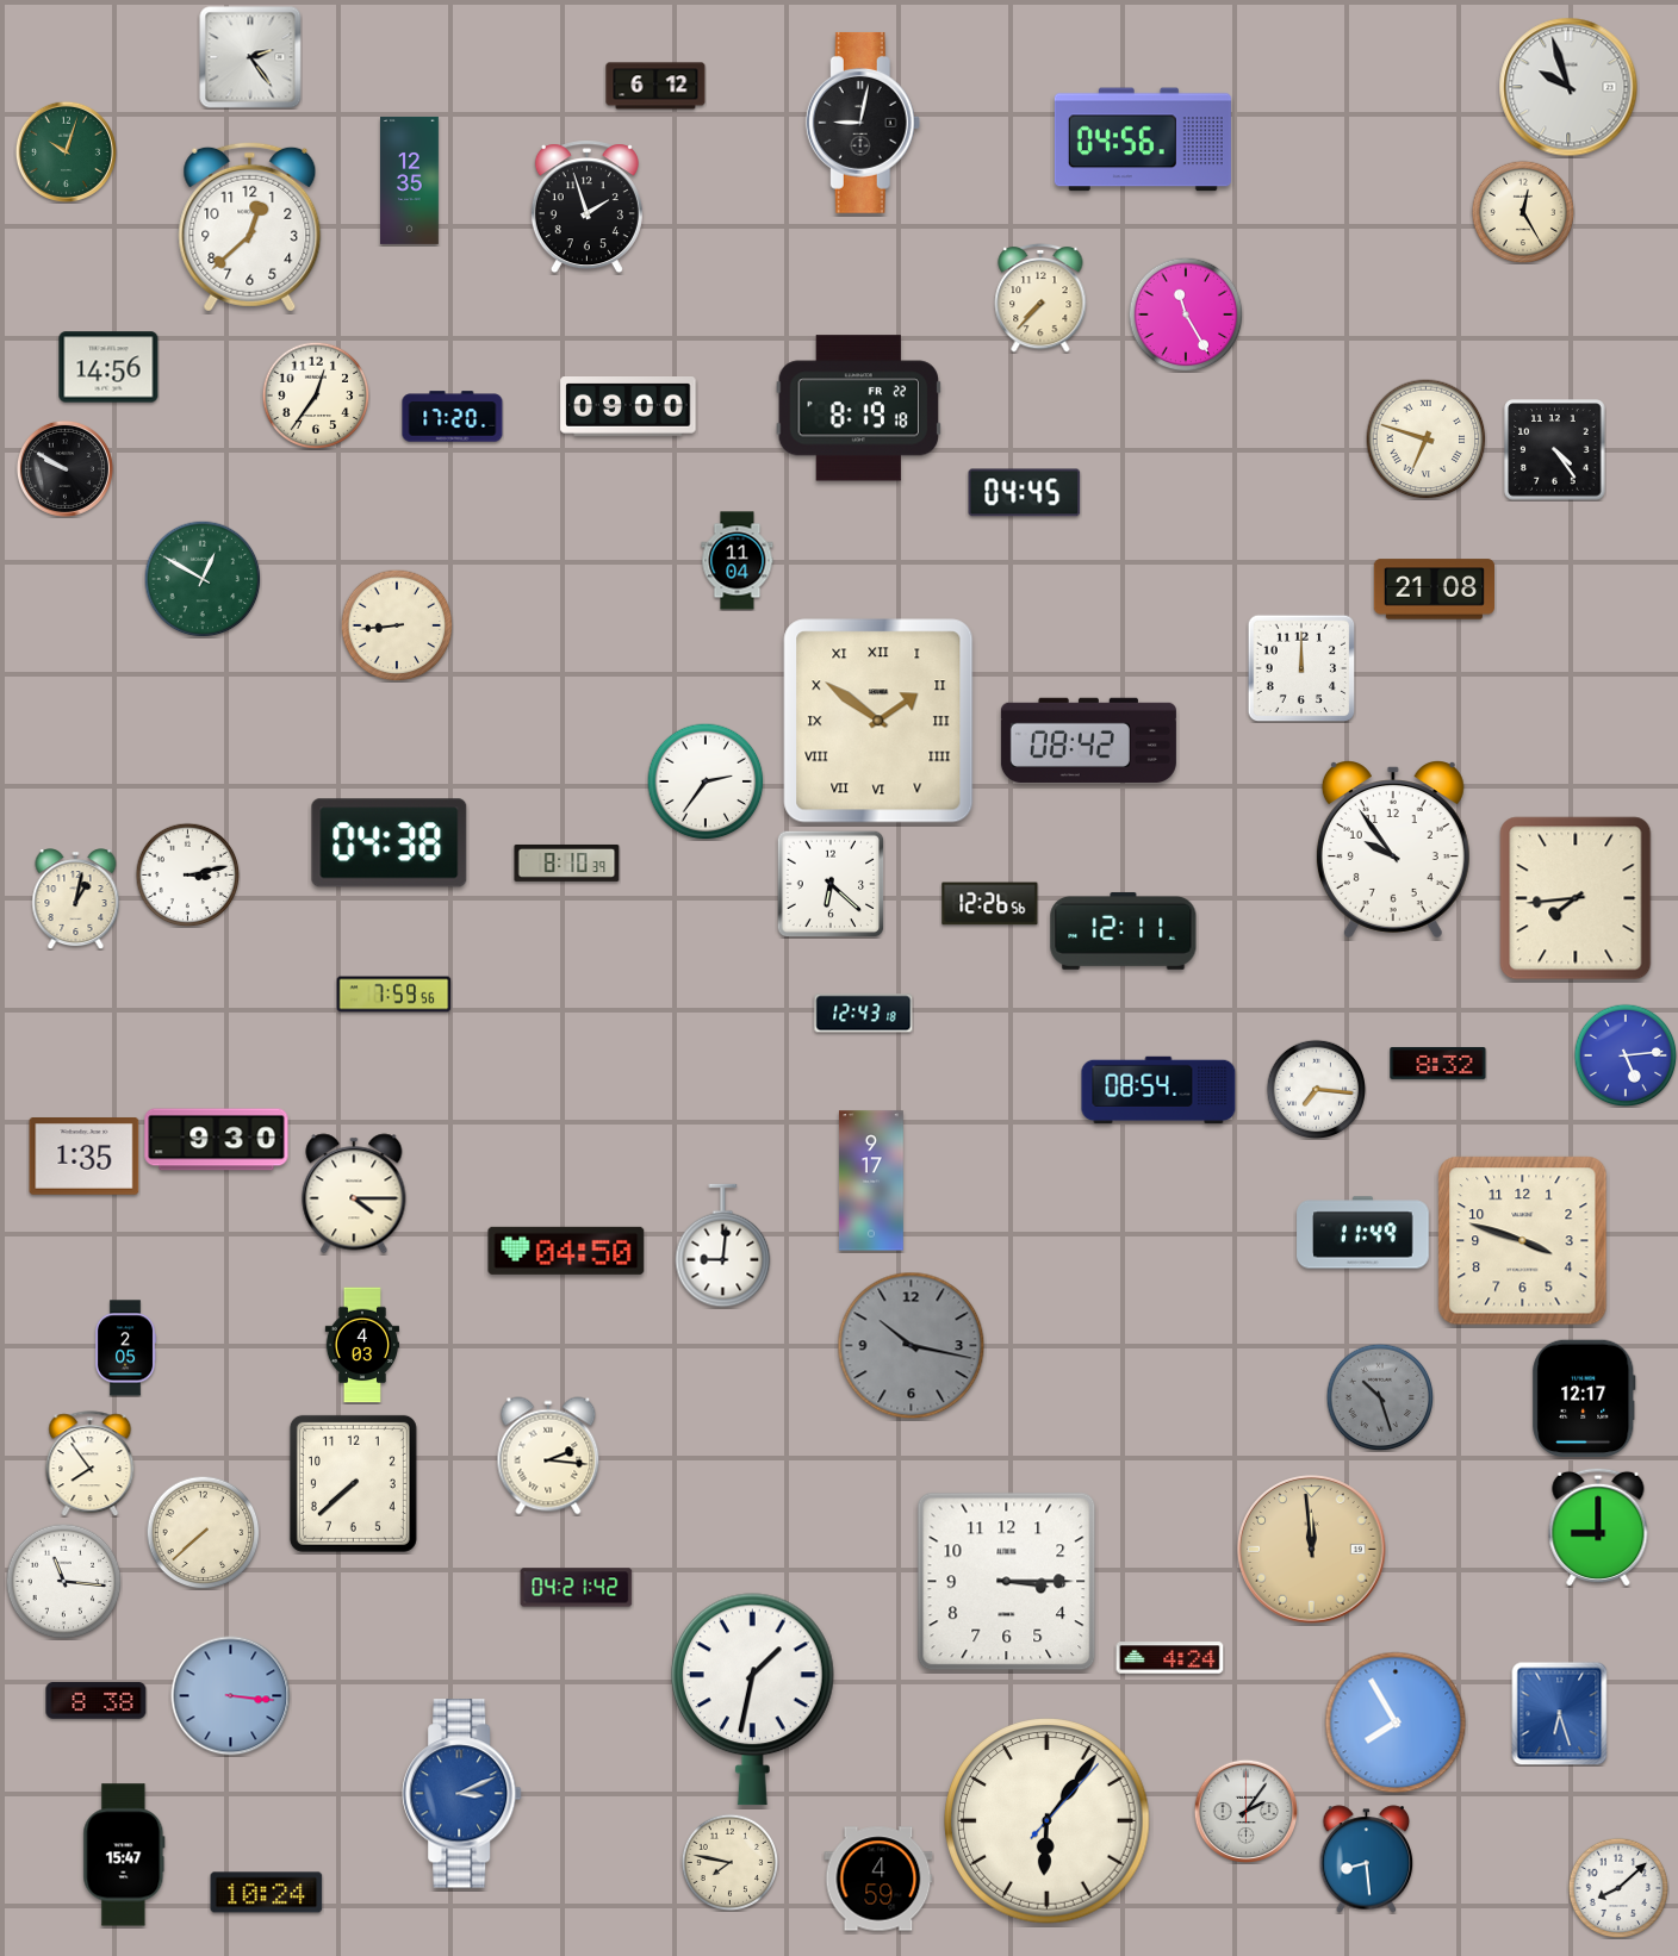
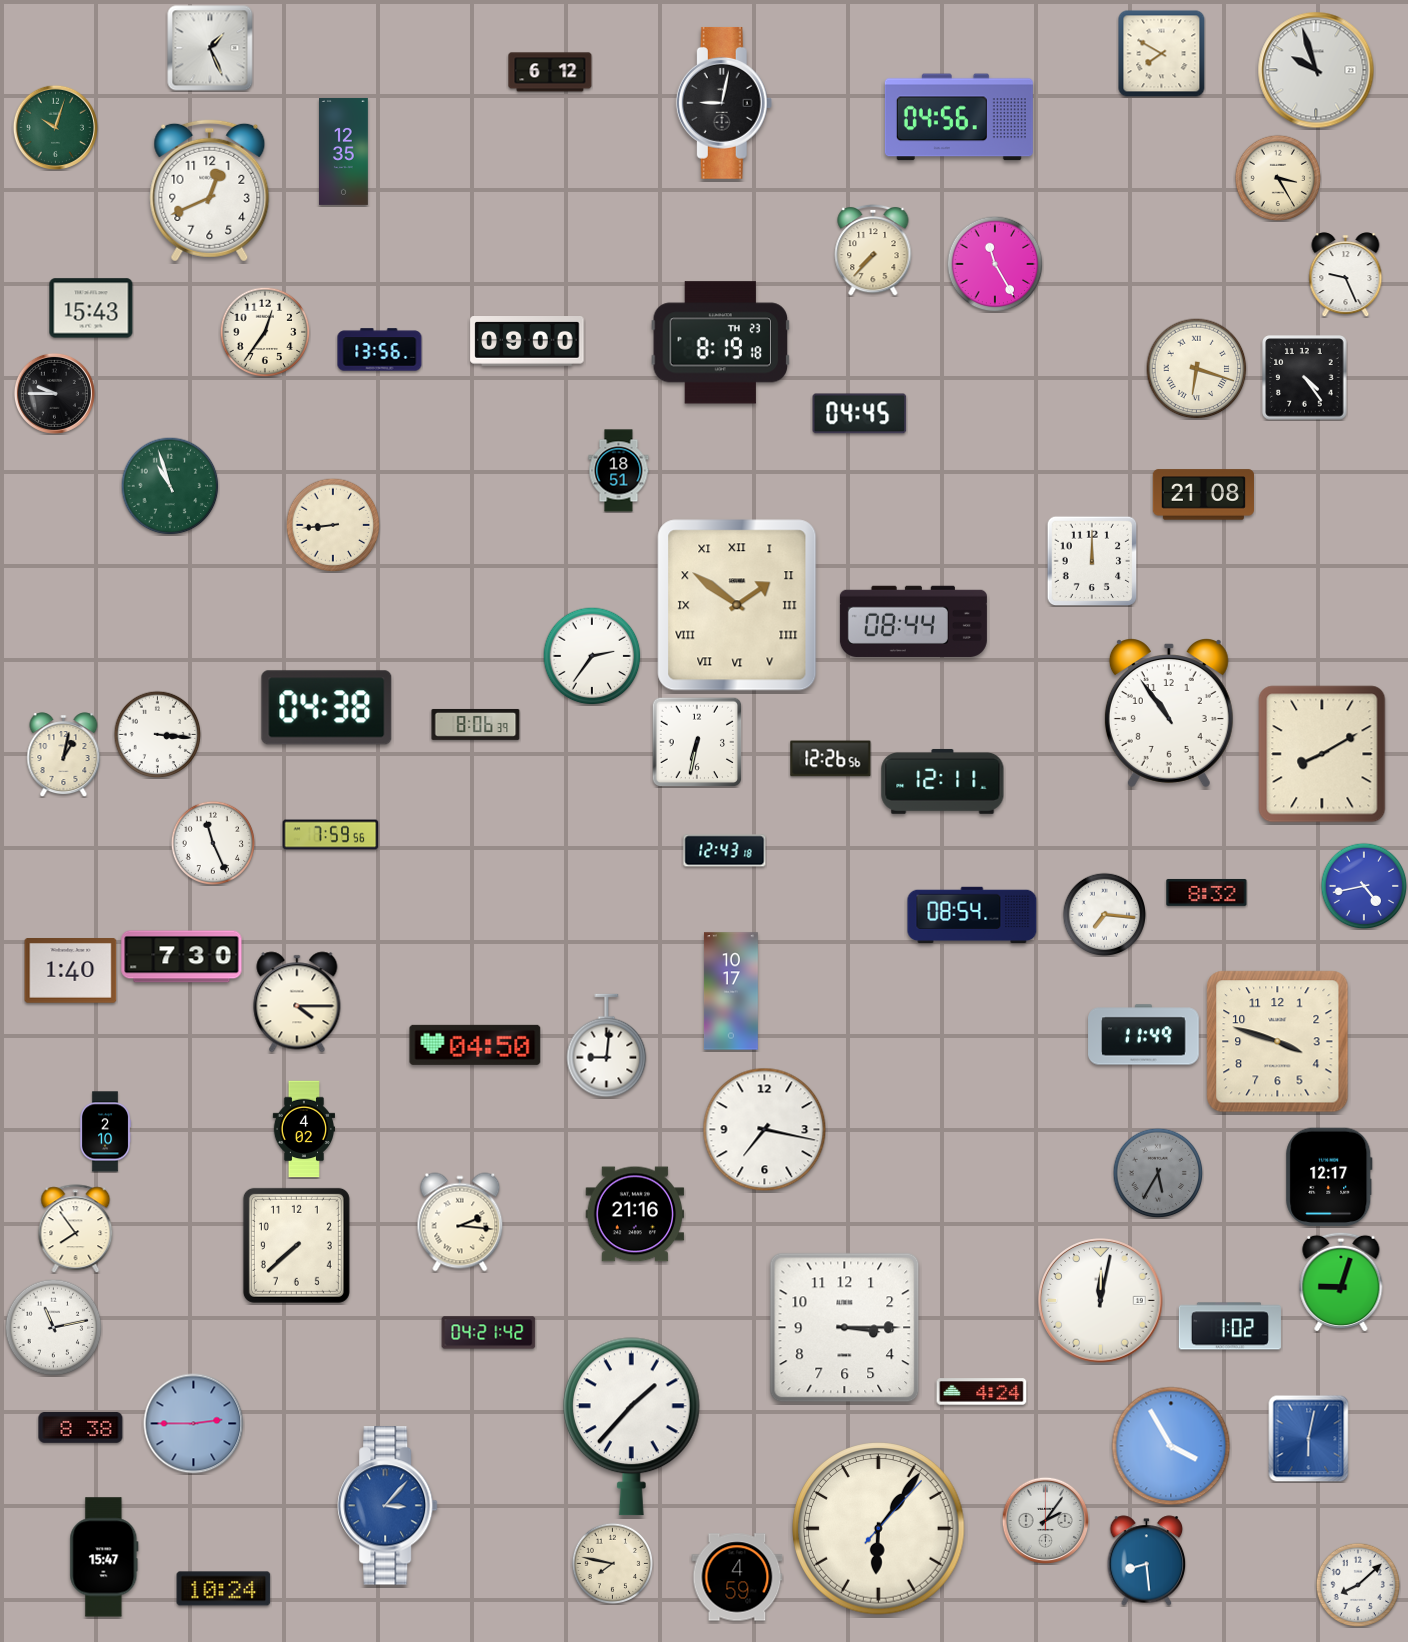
clock at (250, 57): 2:24 -> 1:26
clock at (1162, 54): none -> 7:50
clock at (1568, 87) position: (1568, 87) -> (1316, 70)
clock at (586, 207): 1:57 -> none
clock at (1523, 212): 12:25 -> 3:25
clock at (250, 226): 12:38 -> 12:41
clock at (1346, 275): none -> 9:26
clock at (108, 367): 14:56 -> 15:43
clock at (858, 409) date: FR 22 -> TH 23
clock at (453, 417): 17:20 -> 13:56
clock at (1427, 440): 6:48 -> 6:18
clock at (64, 468): 9:50 -> 9:45
clock at (738, 561): 11:04 -> 18:51
clock at (203, 579): 12:50 -> 10:57
clock at (1088, 740): 08:42 -> 08:44
clock at (1393, 849): 9:54 -> 10:54
clock at (567, 862): 8:10 -> 8:06
clock at (187, 874): 3:13 -> 3:16
clock at (831, 884): 6:22 -> 6:32
clock at (1576, 898): 7:44 -> 8:10
clock at (213, 843): none -> 11:26
clock at (1626, 1055): 5:14 -> 4:43
clock at (217, 1140): 9:30 -> 7:30
clock at (85, 1157): 1:35 -> 1:40
clock at (871, 1181): 9:17 -> 10:17
clock at (566, 1251) position: (566, 1251) -> (475, 1045)
clock at (361, 1345): 4:03 -> 4:02
clock at (912, 1346): 10:17 -> 7:17
clock at (912, 1346) dial: grey -> white
clock at (125, 1348): 2:05 -> 2:10
clock at (1380, 1397): 10:27 -> 5:35
clock at (1584, 1399) position: (1584, 1399) -> (1329, 1177)
clock at (635, 1214): none -> 21:16
clock at (1598, 1527): 9:00 -> 9:03
clock at (203, 1532): 7:38 -> none
clock at (1312, 1550): 11:59 -> 12:02
clock at (1312, 1550) dial: champagne -> white
clock at (1230, 1326): none -> 1:02
clock at (63, 1581): 11:16 -> 11:13
clock at (577, 1588) position: (577, 1588) -> (489, 1333)
clock at (231, 1696): 3:16 -> 2:45
clock at (752, 1700): 1:32 -> 1:37
clock at (1560, 1713): 6:27 -> 6:02
clock at (1396, 1723): 7:55 -> 3:55
clock at (462, 1794): 3:11 -> 3:07
